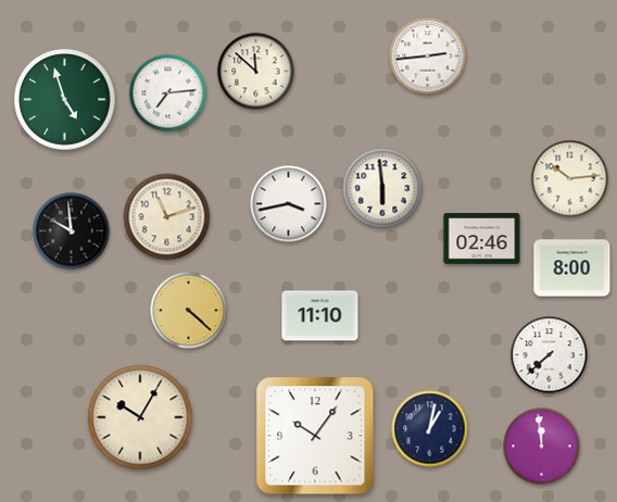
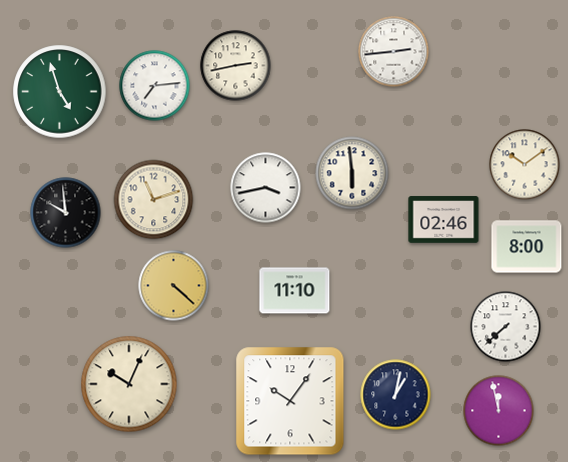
clock at (256, 72): 11:52 -> 2:43
clock at (570, 179): 10:14 -> 10:09
clock at (140, 417): 10:05 -> 10:04
clock at (542, 447): 11:59 -> 11:58
